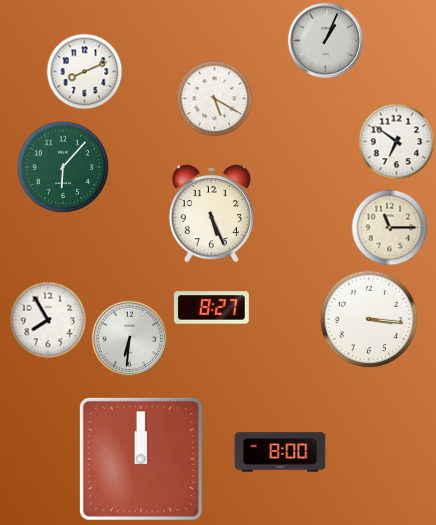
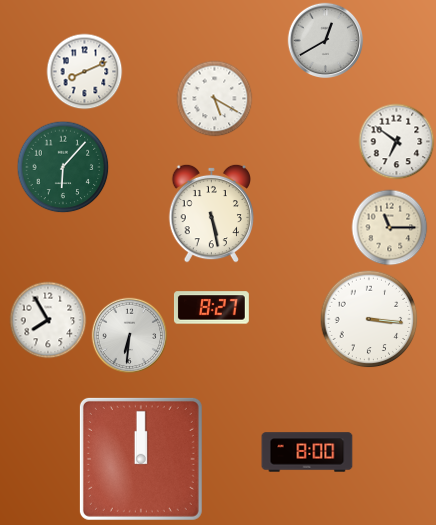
clock at (325, 40): 1:04 -> 12:40
clock at (212, 213): 5:26 -> 5:28
clock at (129, 338) position: (129, 338) -> (129, 335)
clock at (280, 452) position: (280, 452) -> (307, 452)
